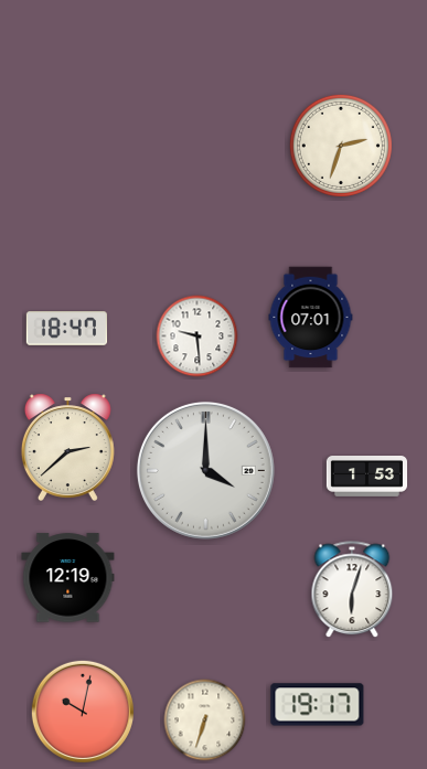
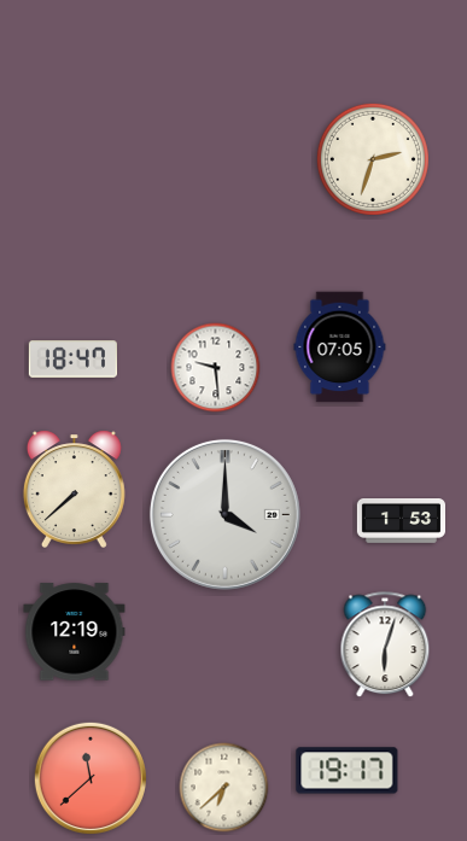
clock at (311, 318): 07:01 -> 07:05
clock at (67, 447): 2:38 -> 7:38
clock at (83, 712): 10:02 -> 11:38
clock at (205, 720): 6:33 -> 6:38
